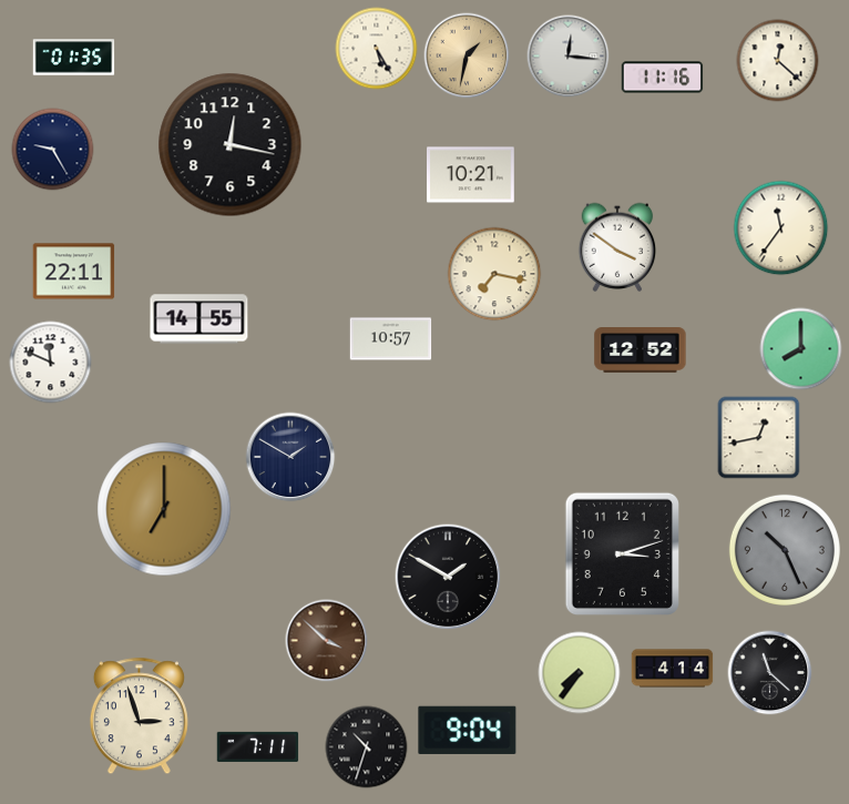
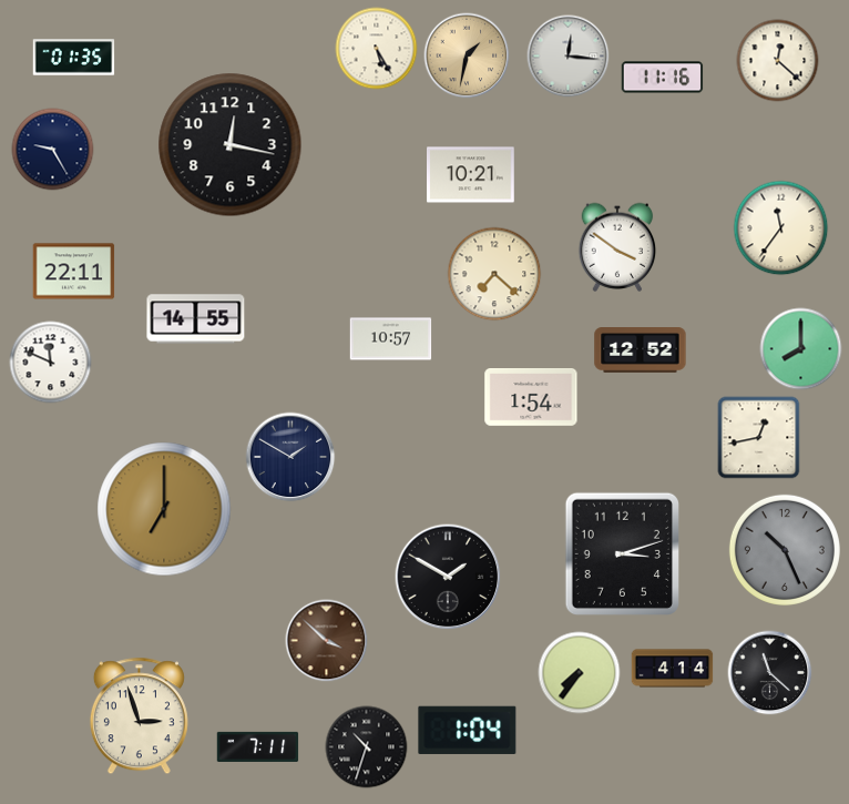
clock at (494, 274): 7:17 -> 7:22
clock at (200, 319) position: (200, 319) -> (196, 319)
clock at (531, 398): none -> 1:54
clock at (468, 730): 9:04 -> 1:04
